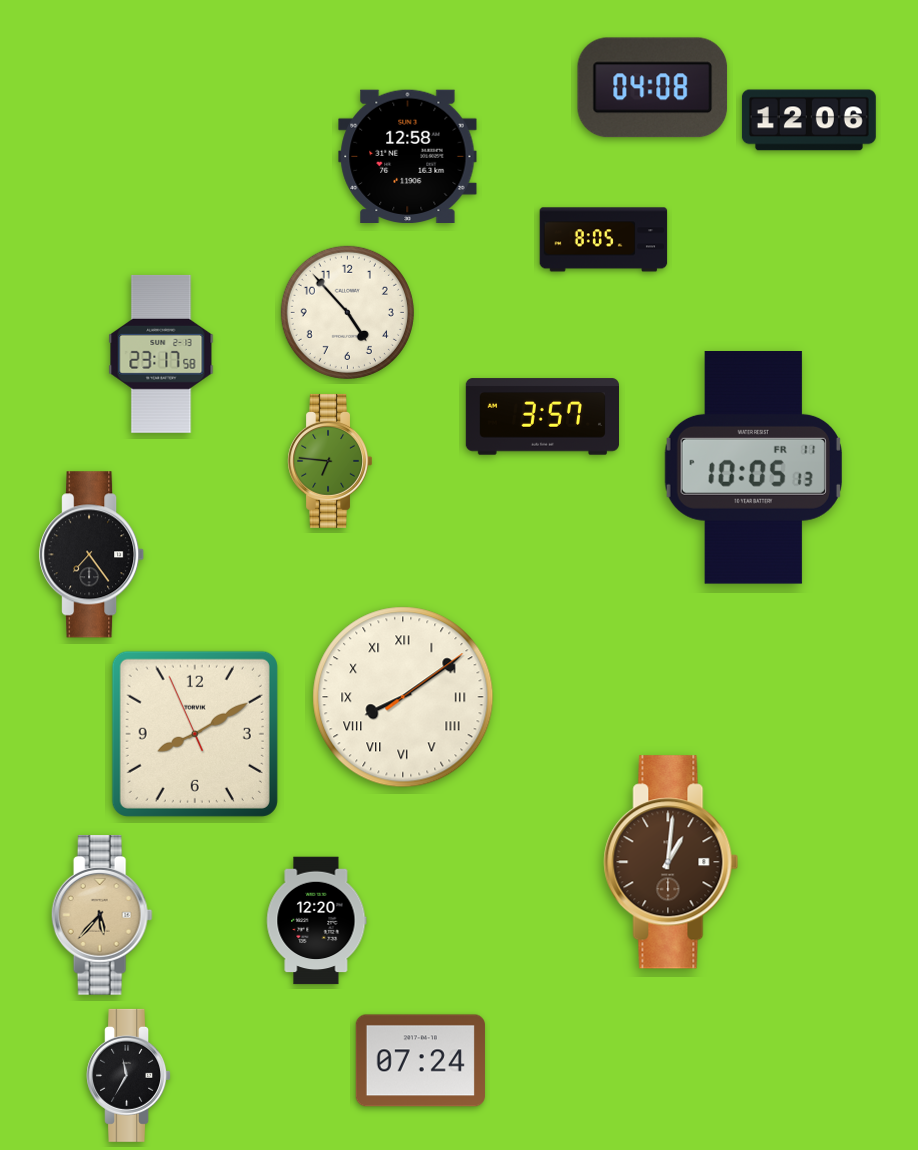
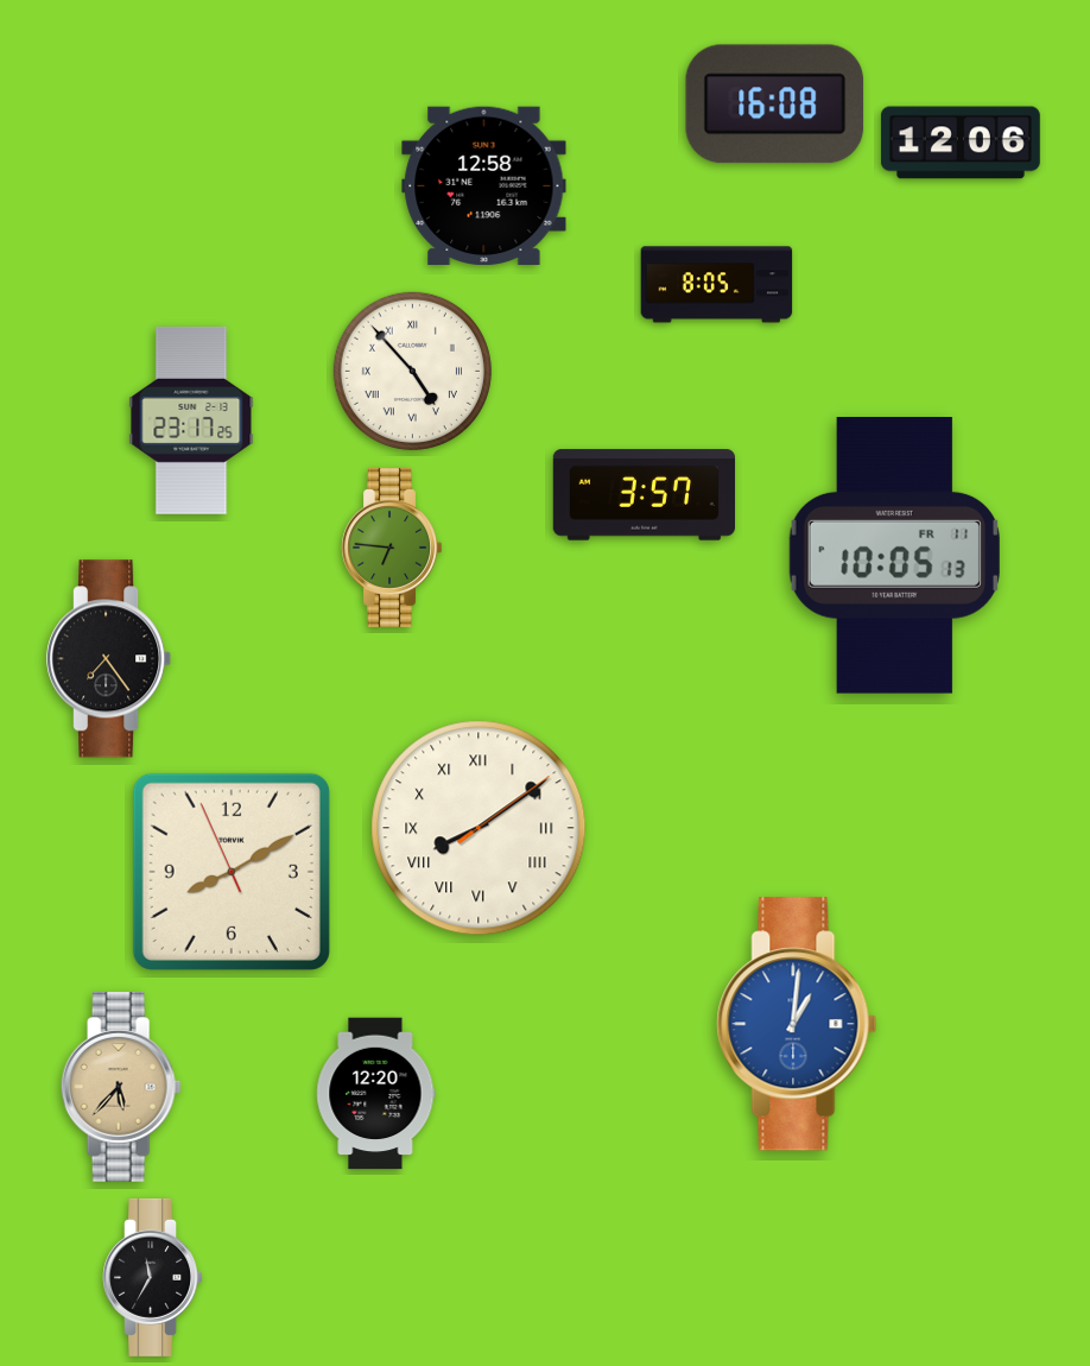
clock at (653, 88): 04:08 -> 16:08
clock at (347, 312) numerals: Arabic -> Roman
clock at (161, 354): 23:17:58 -> 23:17:25
clock at (671, 862) dial: brown -> blue
clock at (420, 1061): 07:24 -> none
